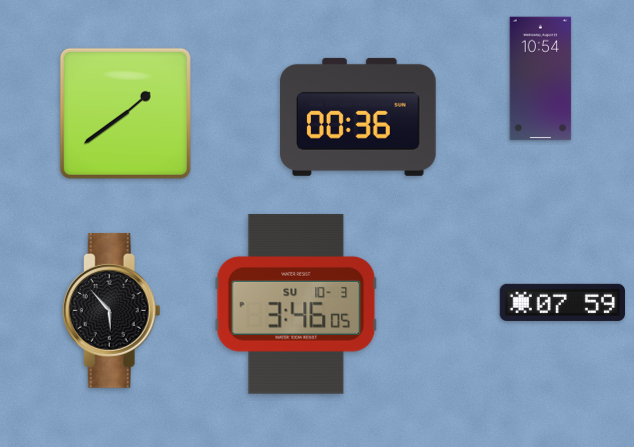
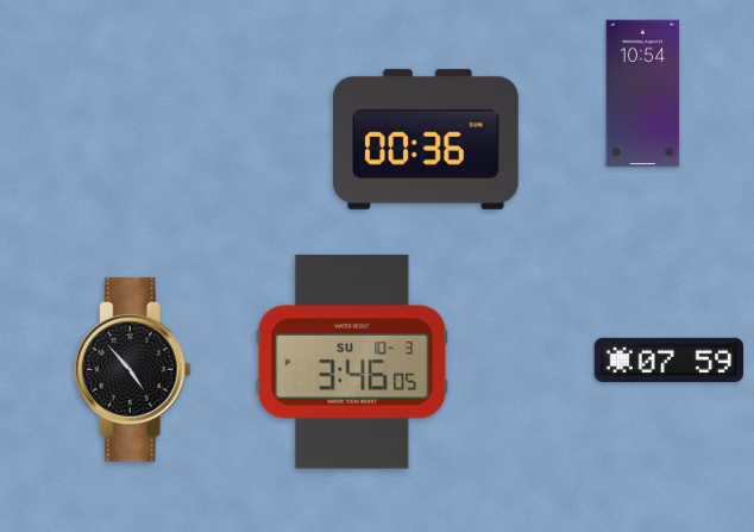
clock at (125, 113): 1:39 -> none
clock at (111, 310): 5:53 -> 4:53
